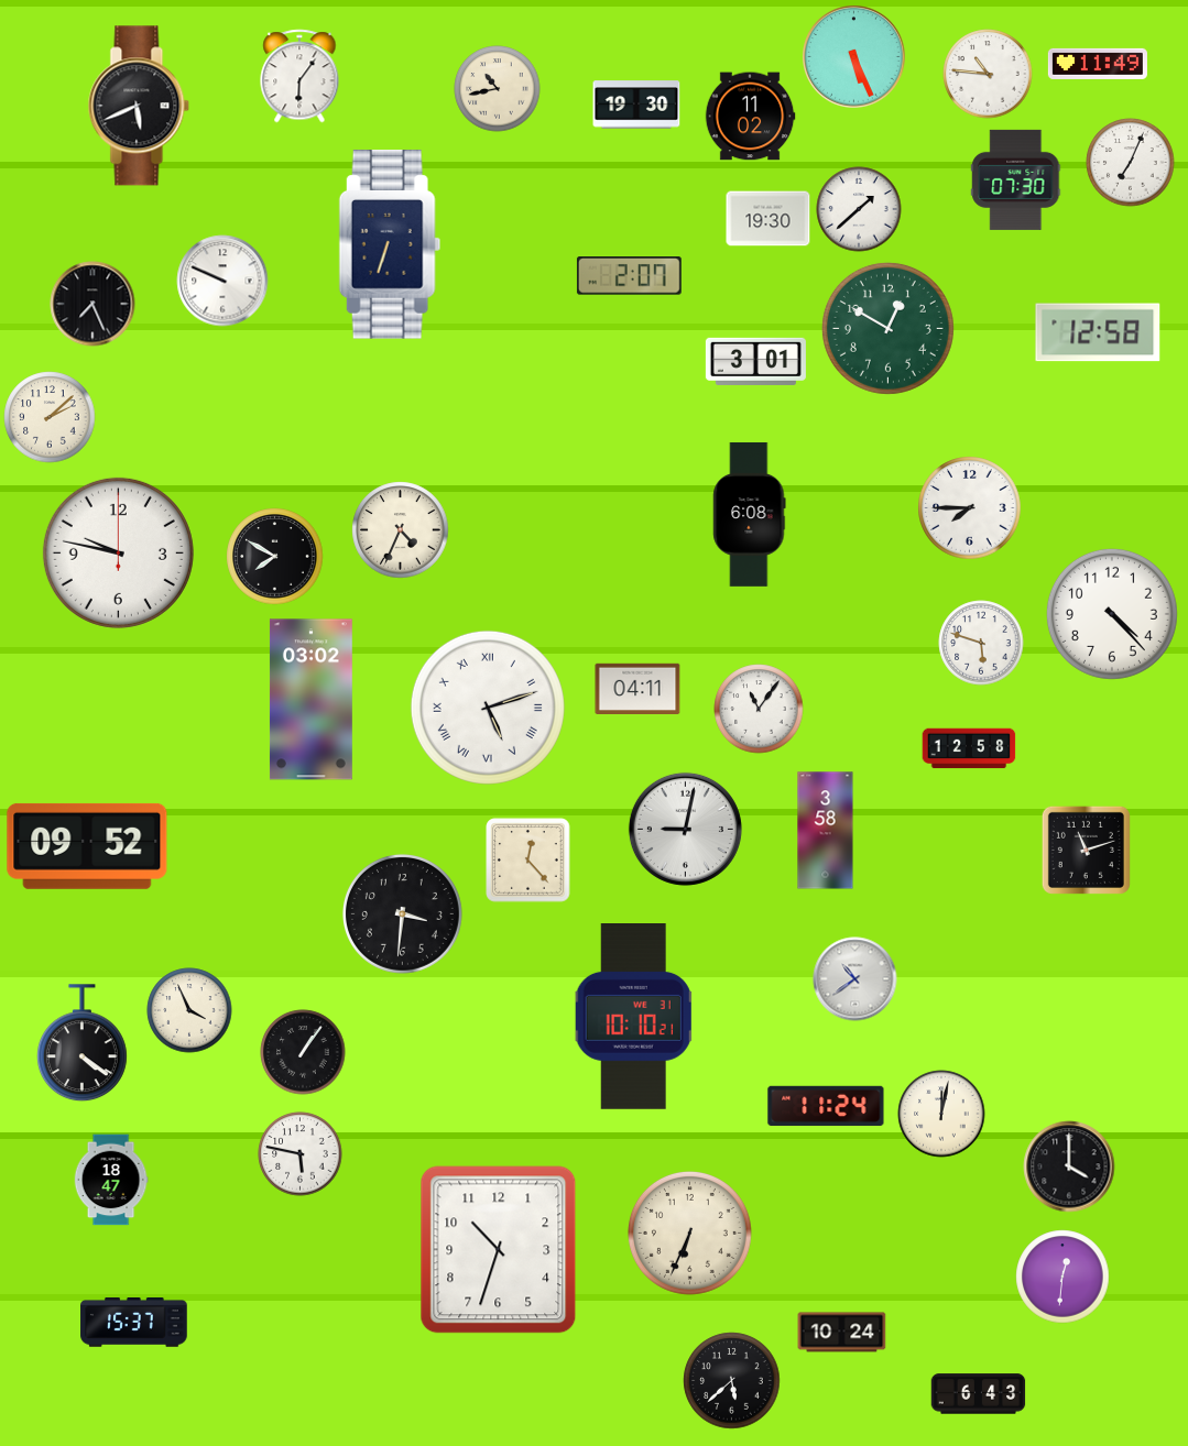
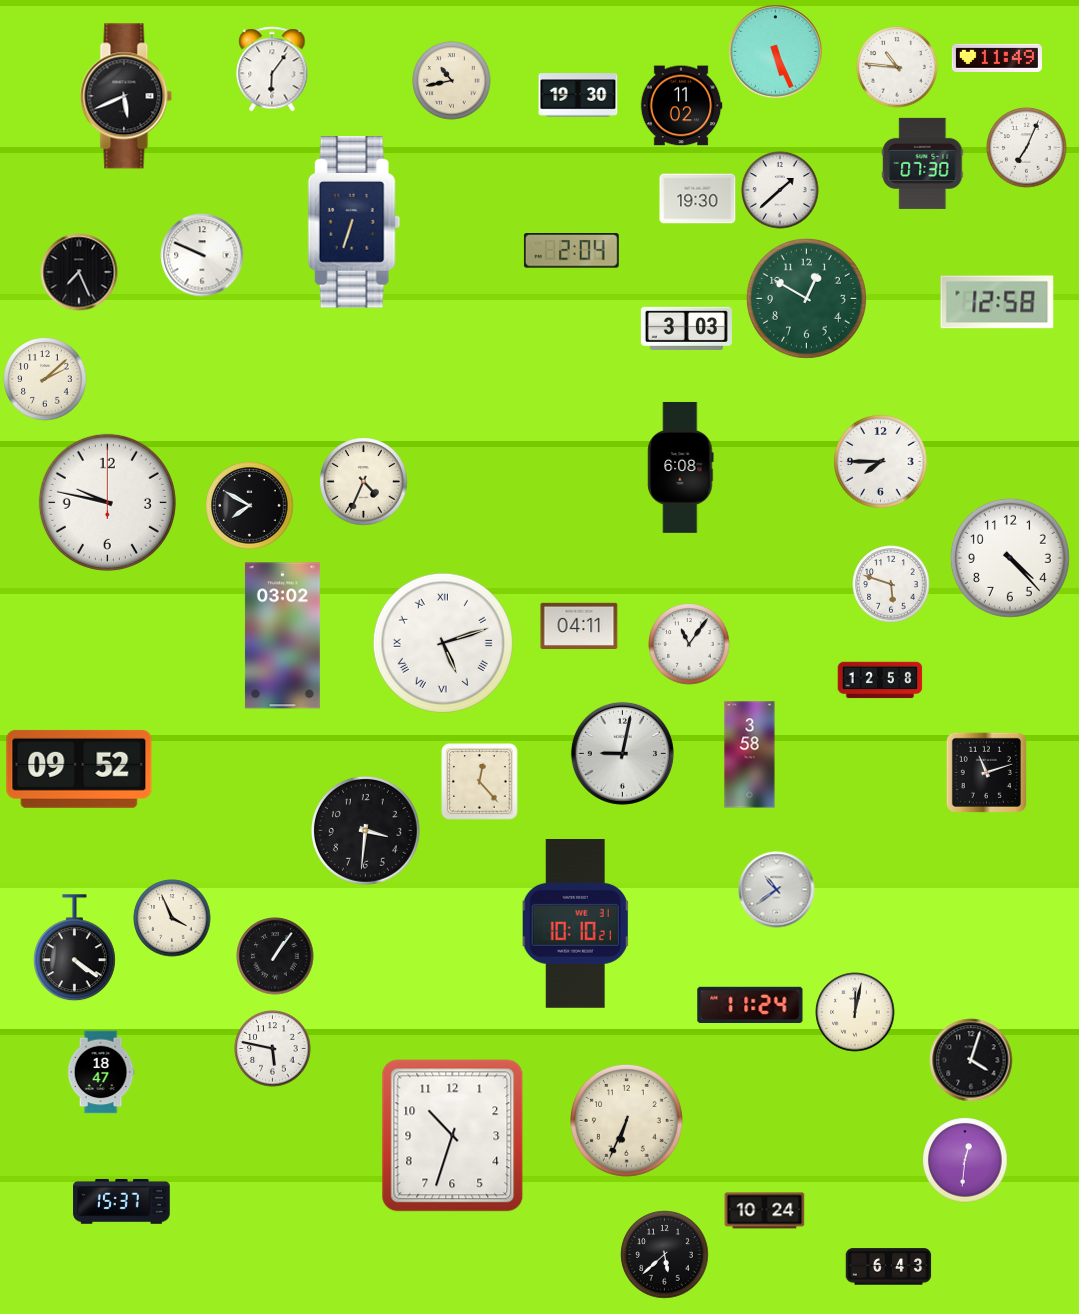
clock at (629, 276): 2:07 -> 2:04
clock at (92, 304) position: (92, 304) -> (79, 272)
clock at (755, 361): 3:01 -> 3:03
clock at (1069, 1166): 4:00 -> 4:03
